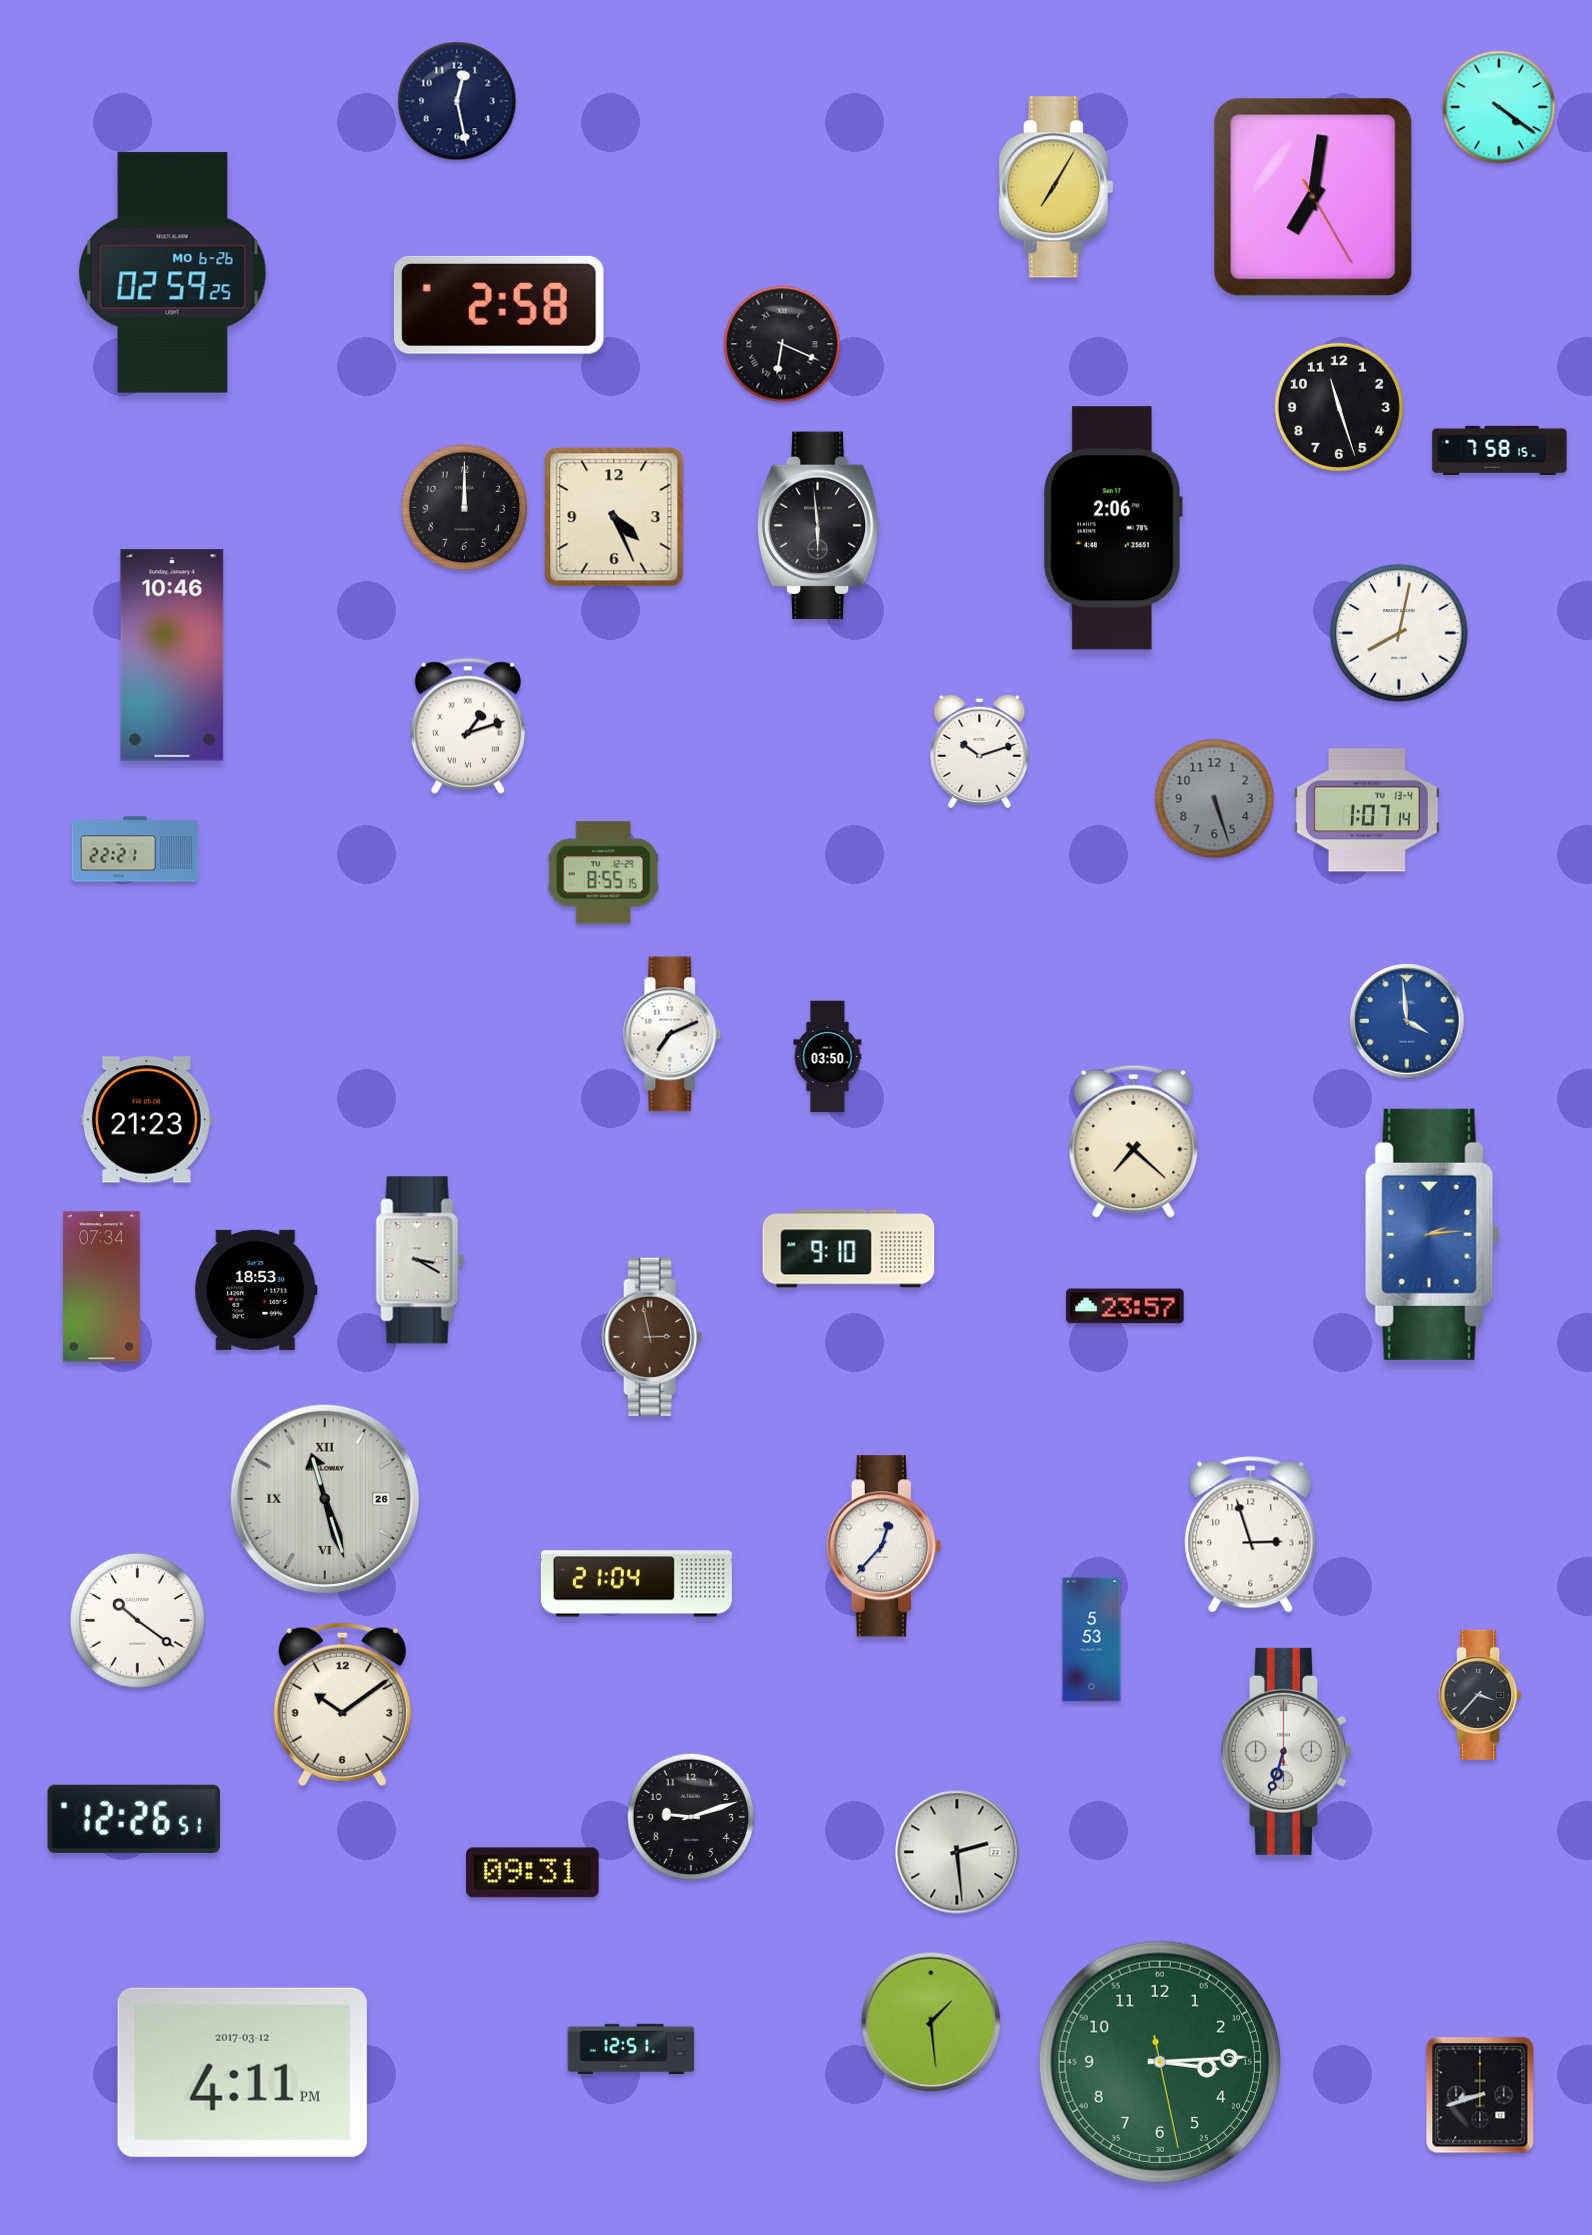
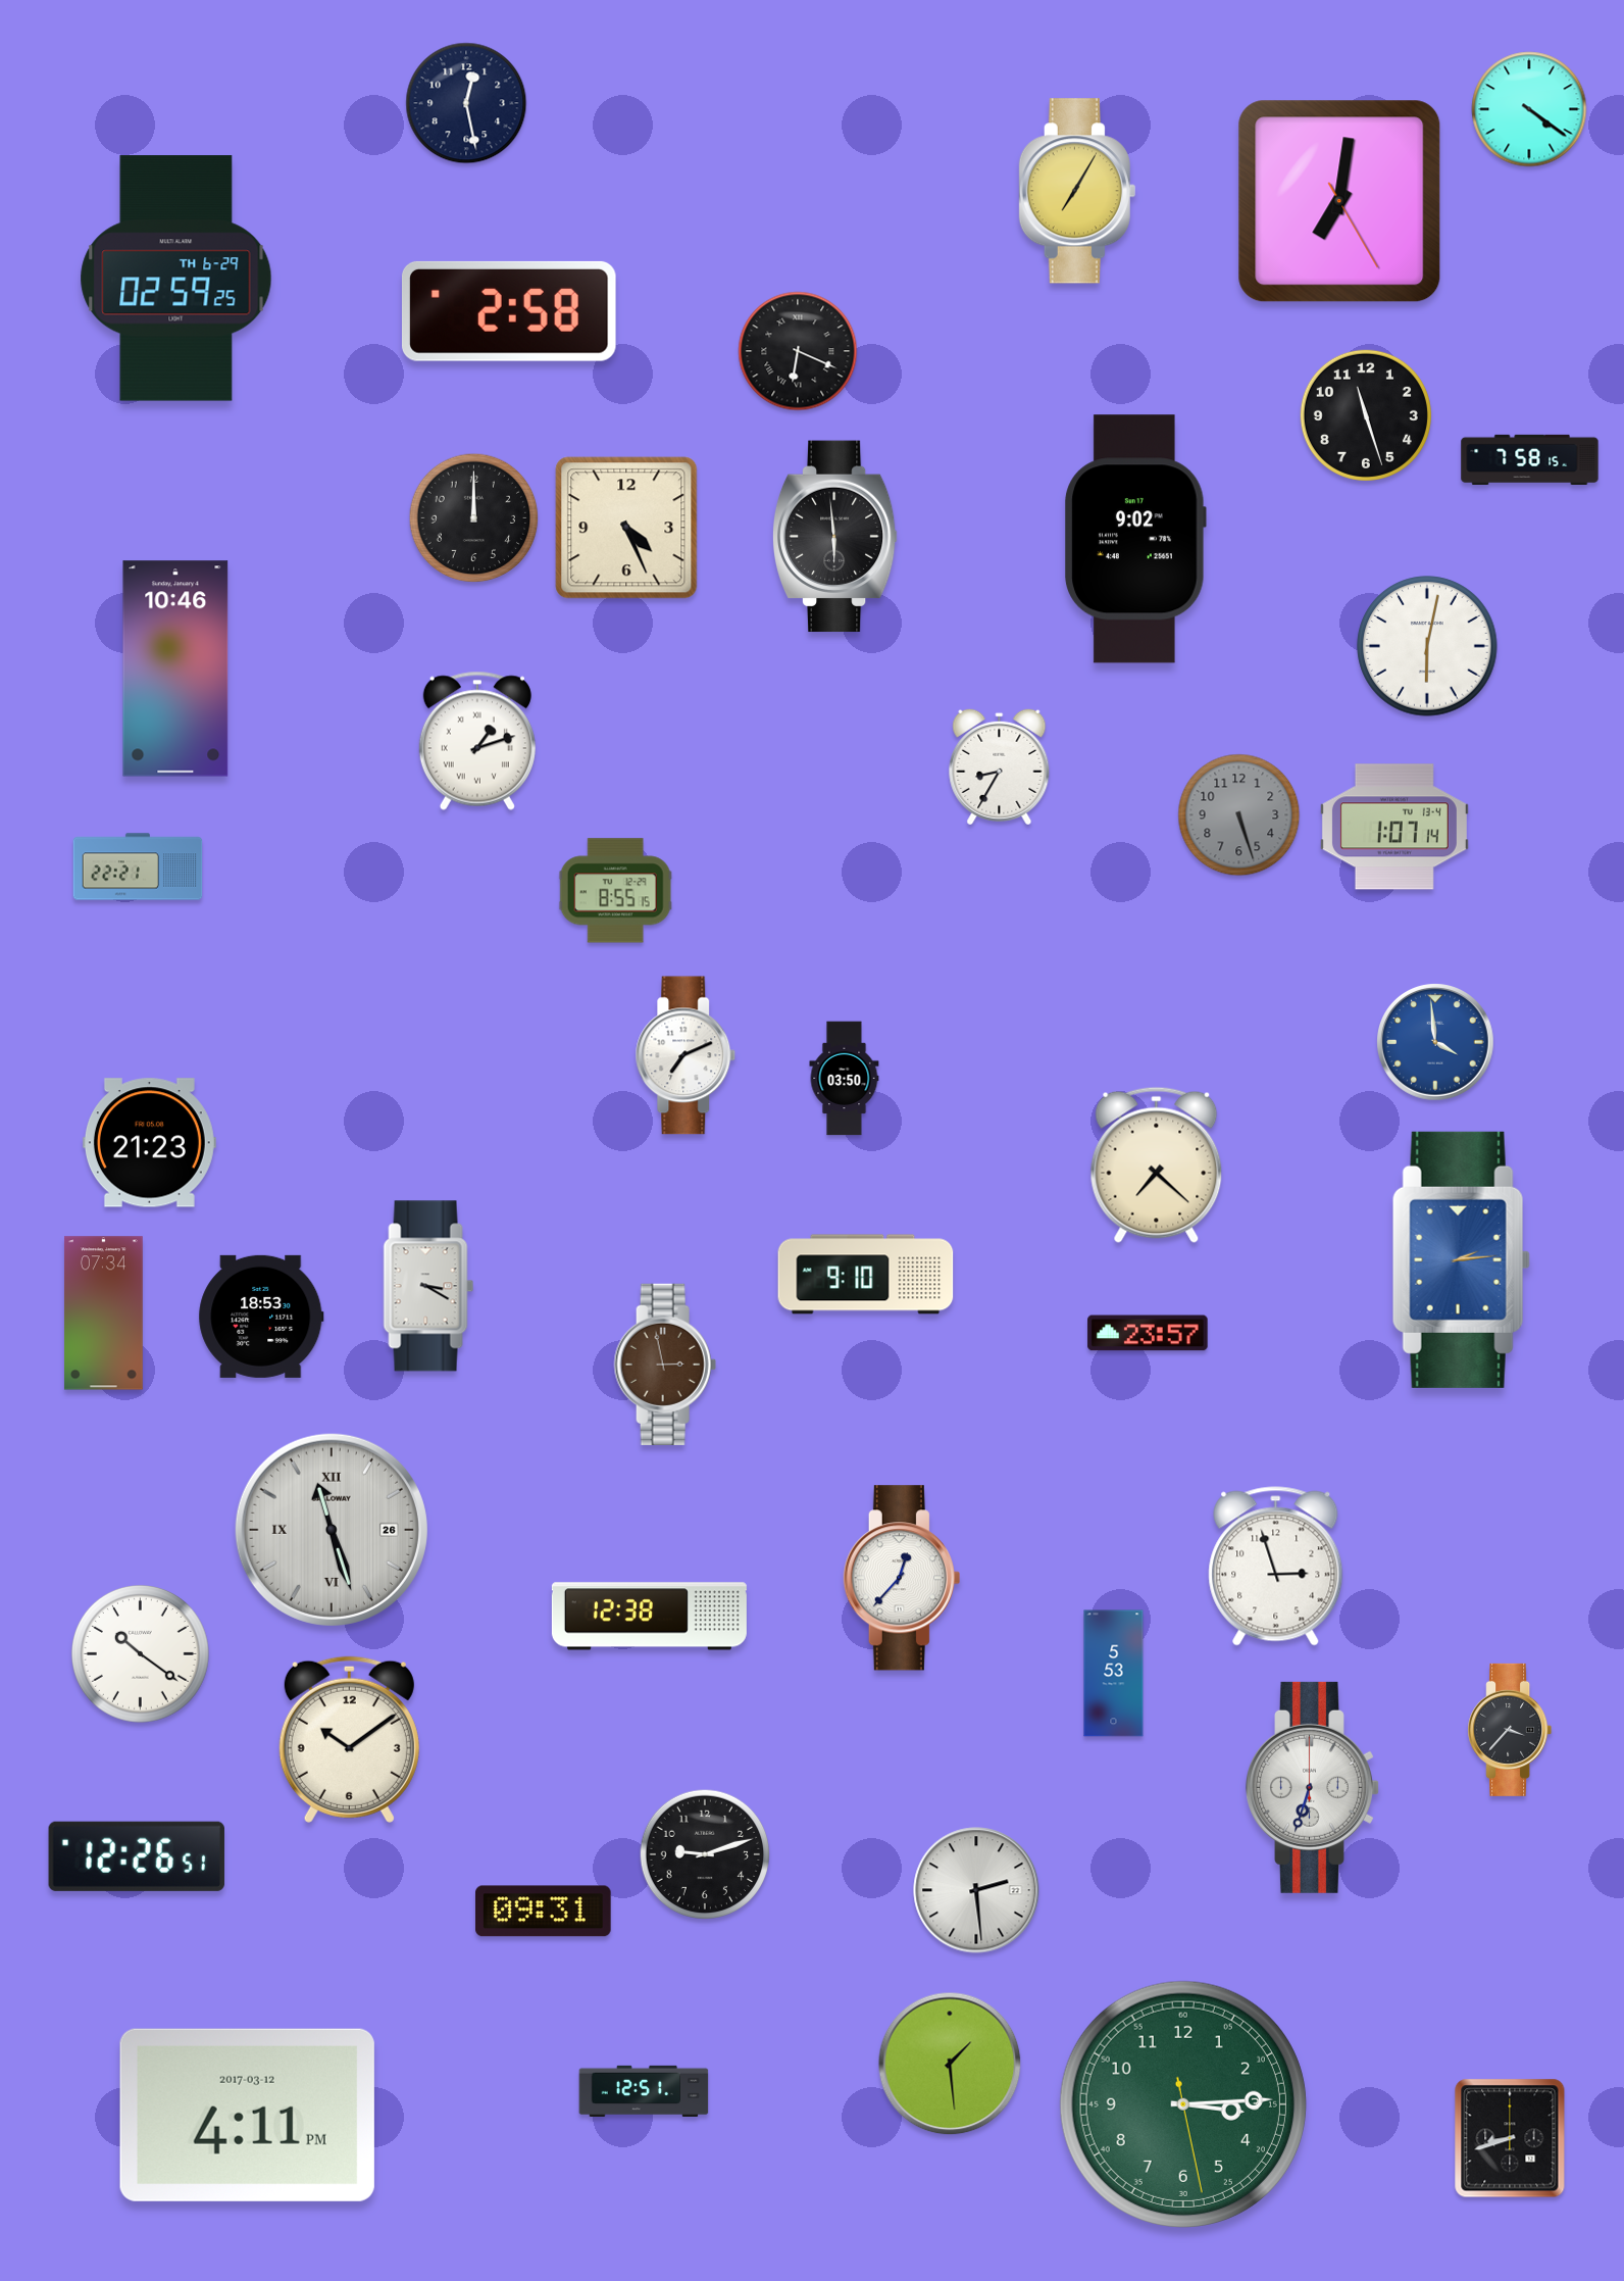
clock at (173, 273) date: MO 6-26 -> TH 6-29
clock at (1113, 528): 2:06 -> 9:02
clock at (1399, 633): 8:02 -> 6:02
clock at (980, 751): 10:12 -> 8:35
clock at (636, 1584): 21:04 -> 12:38
